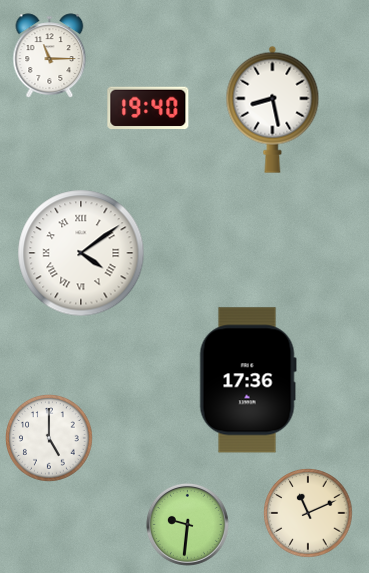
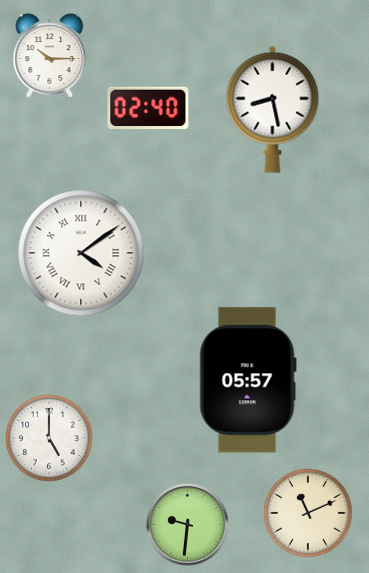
clock at (50, 56): 11:15 -> 10:15
clock at (148, 108): 19:40 -> 02:40
clock at (248, 380): 17:36 -> 05:57
